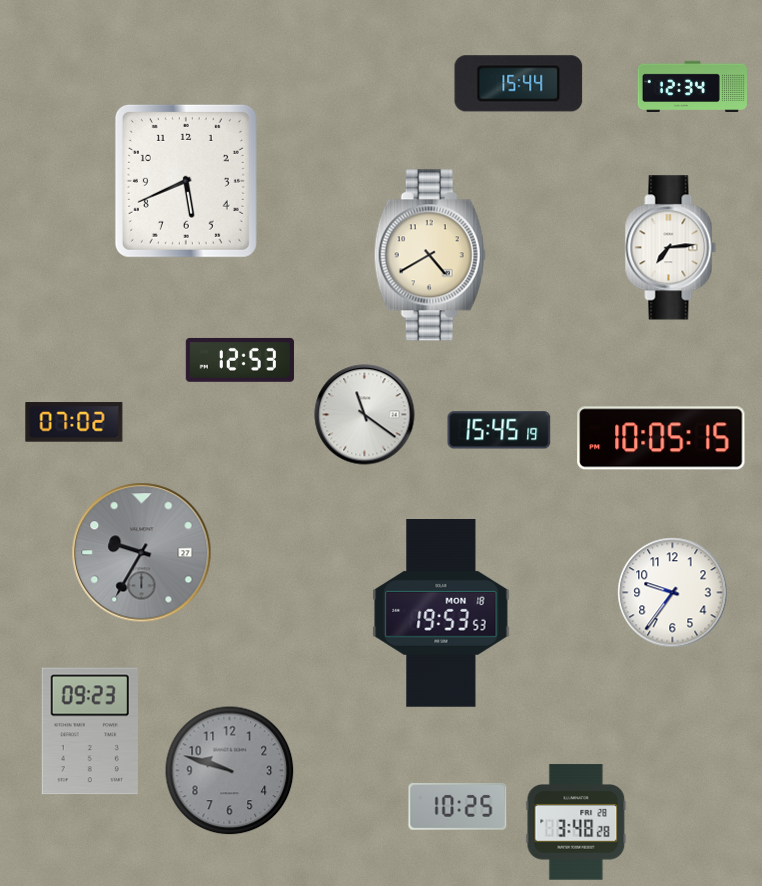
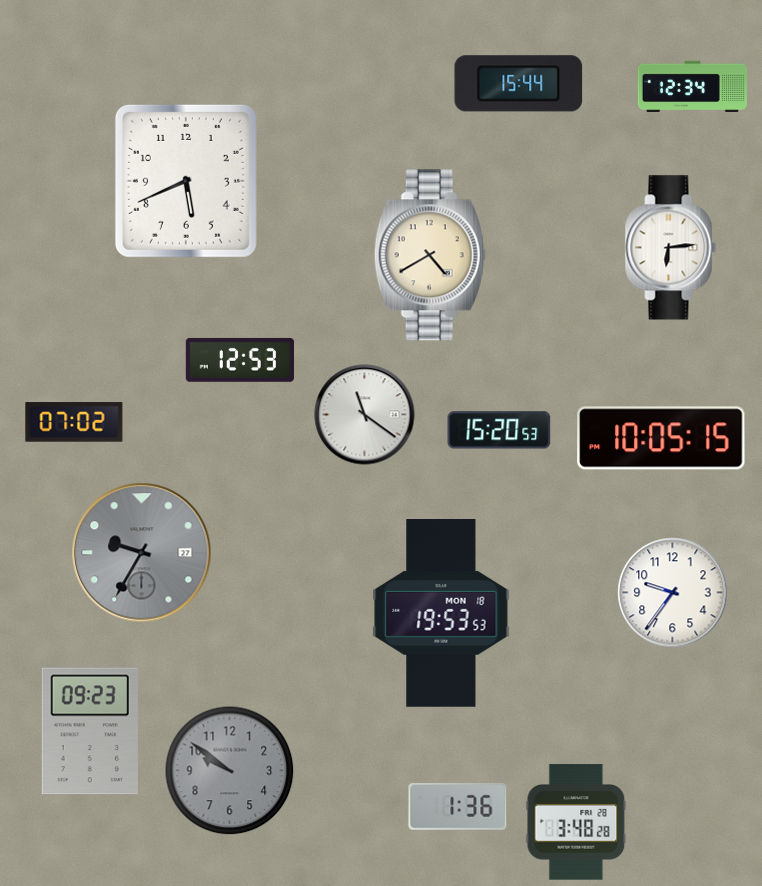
clock at (671, 248): 7:14 -> 6:14
clock at (499, 430): 15:45 -> 15:20
clock at (230, 771): 9:48 -> 9:51
clock at (458, 807): 10:25 -> 1:36
